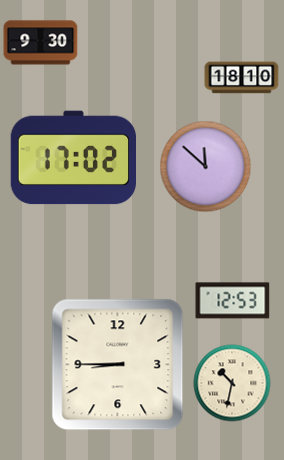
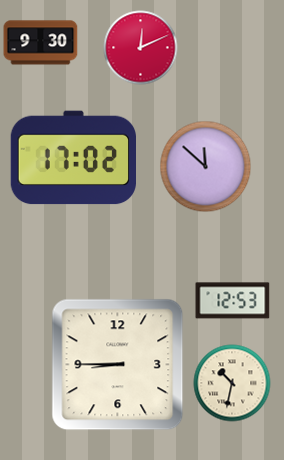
clock at (141, 48): none -> 12:11
clock at (242, 78): 18:10 -> none
